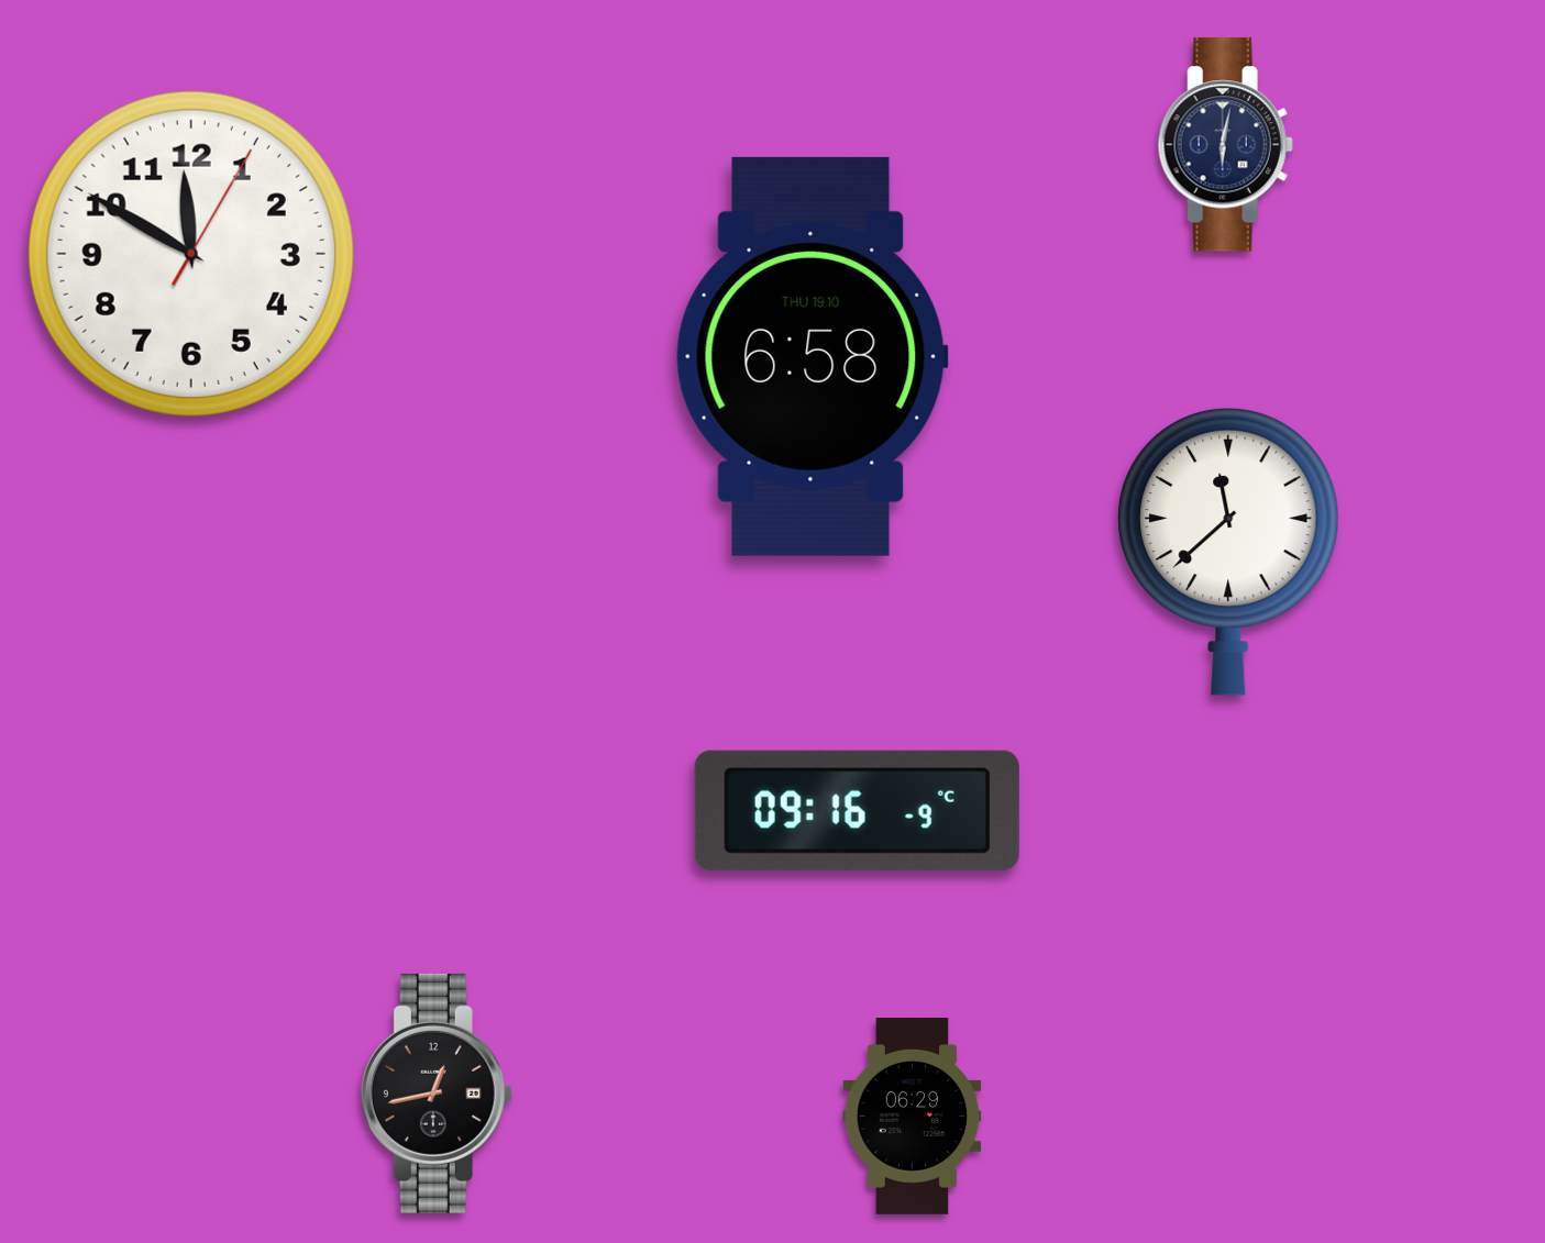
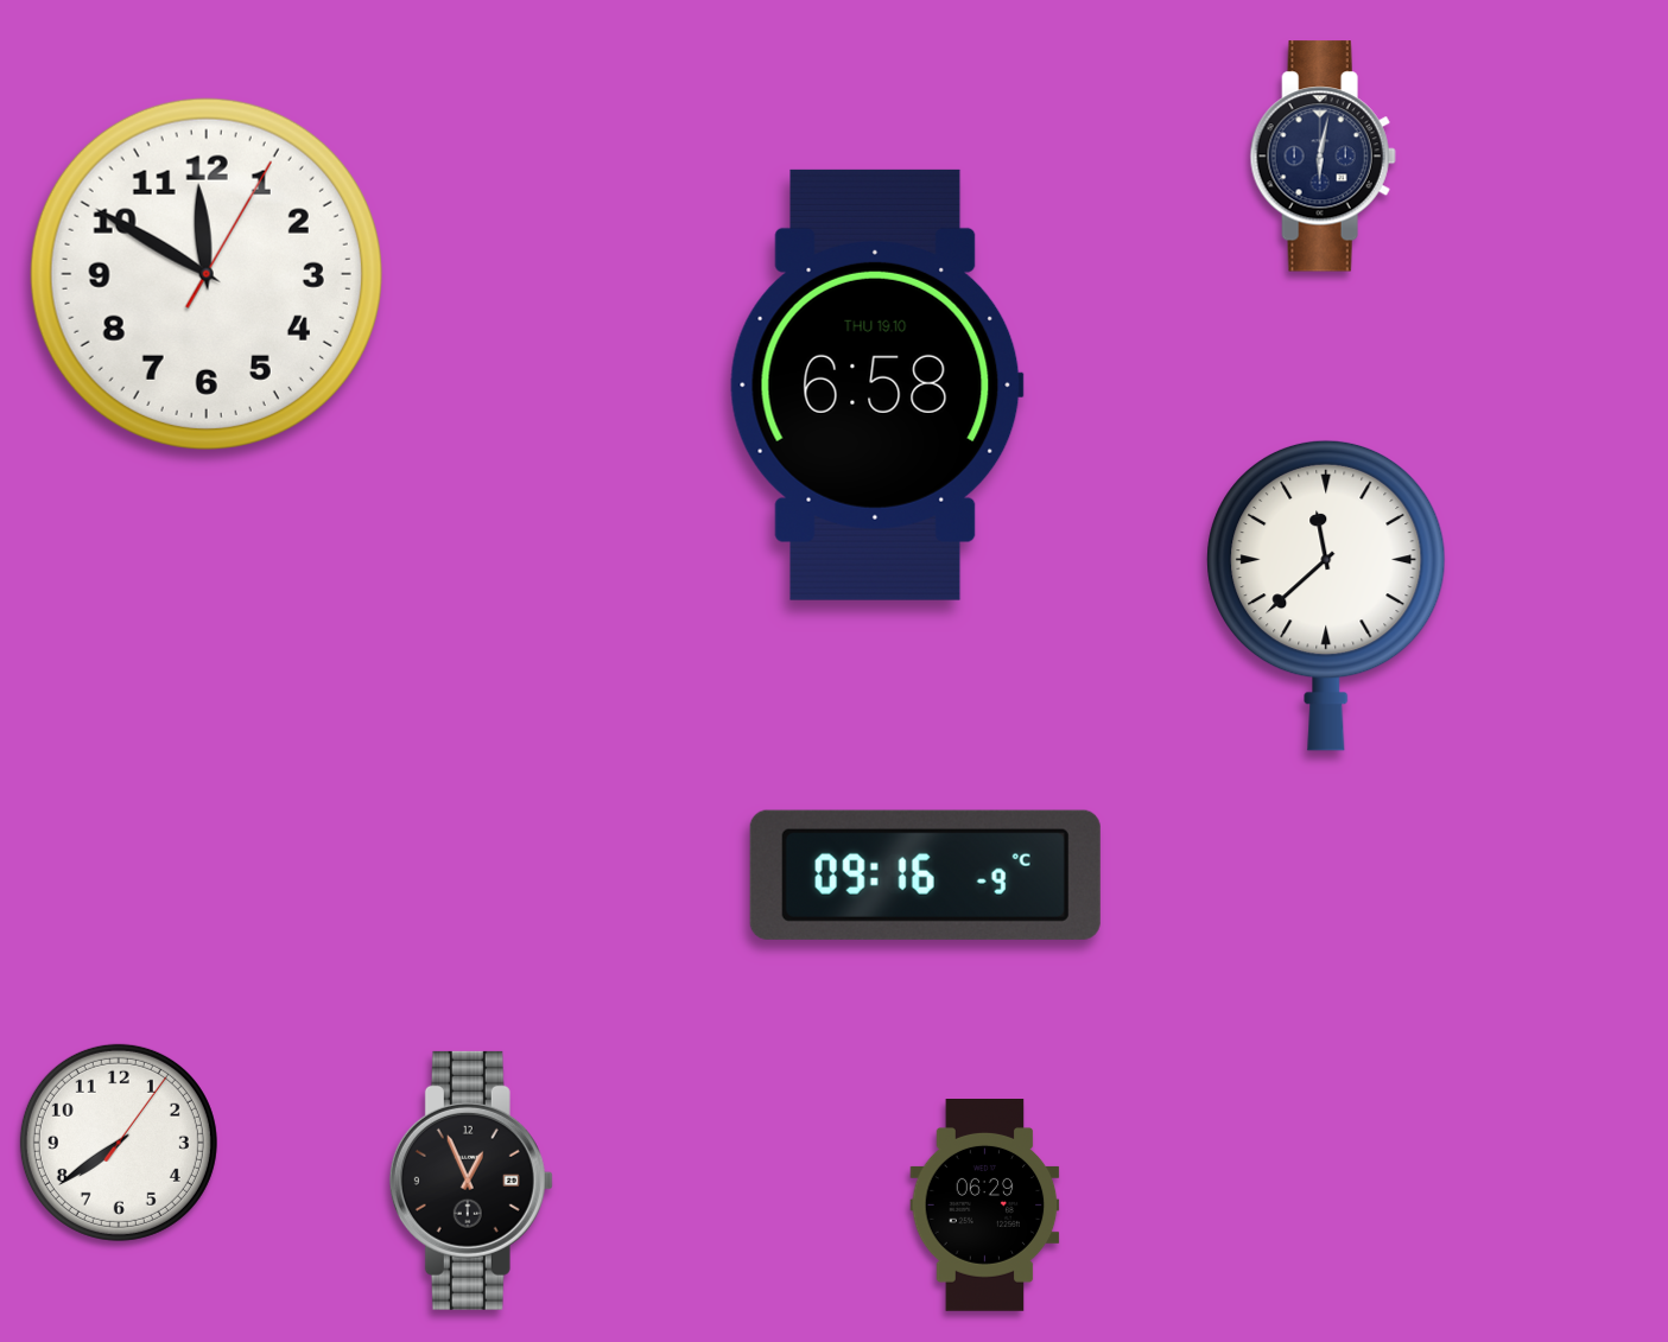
clock at (119, 1143): none -> 7:39
clock at (437, 1094): 12:43 -> 12:56
